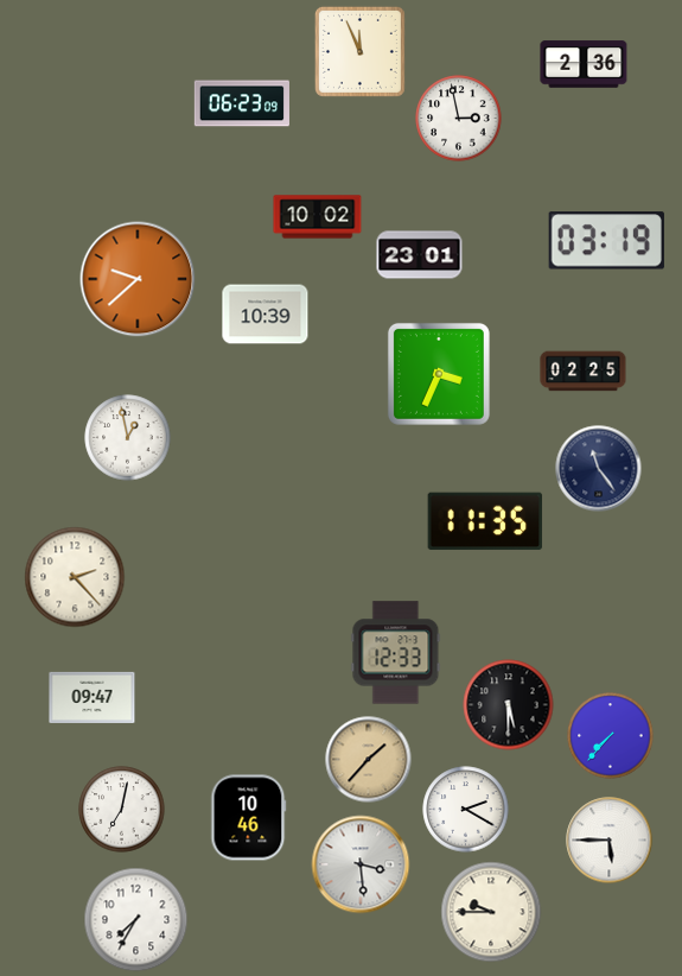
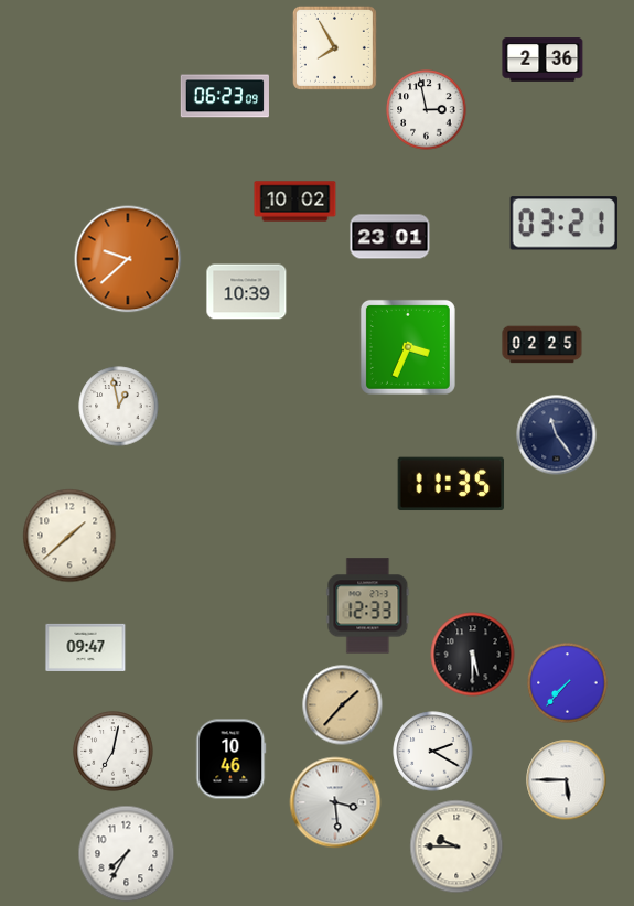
clock at (359, 51): 11:56 -> 7:55
clock at (606, 241): 03:19 -> 03:21
clock at (75, 577): 2:23 -> 1:38
